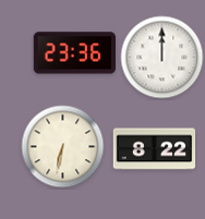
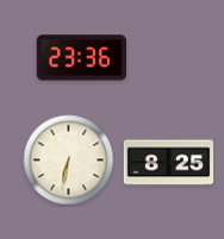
clock at (162, 58): 12:00 -> none
clock at (155, 149): 8:22 -> 8:25
